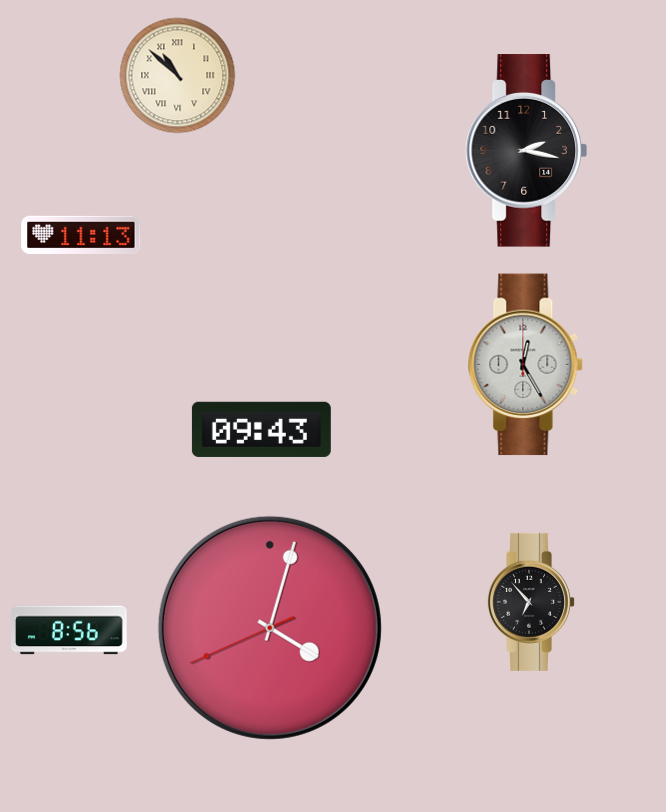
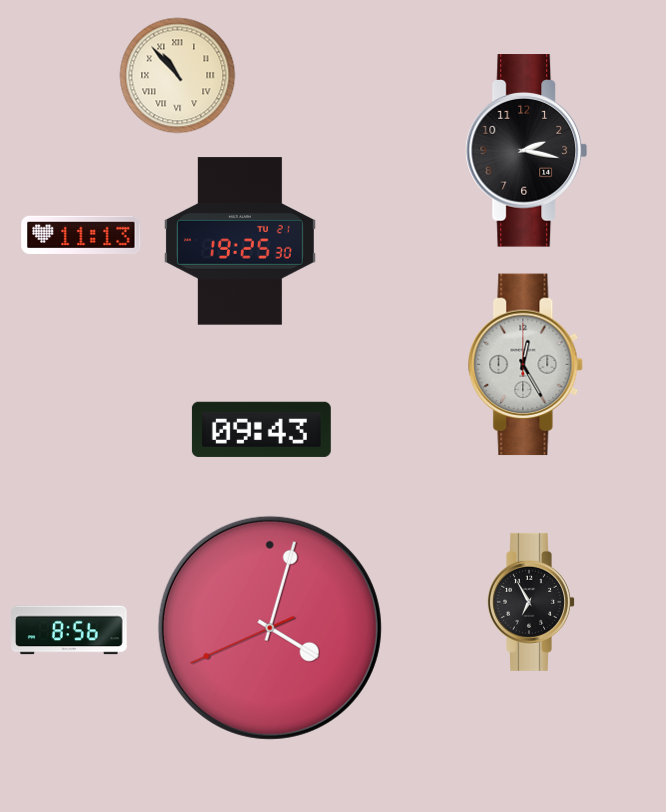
clock at (178, 76): 10:52 -> 10:53
clock at (240, 241): none -> 19:25
clock at (532, 602): 6:53 -> 6:55
